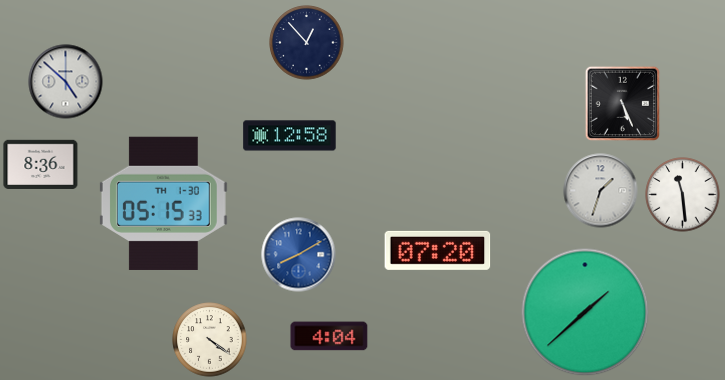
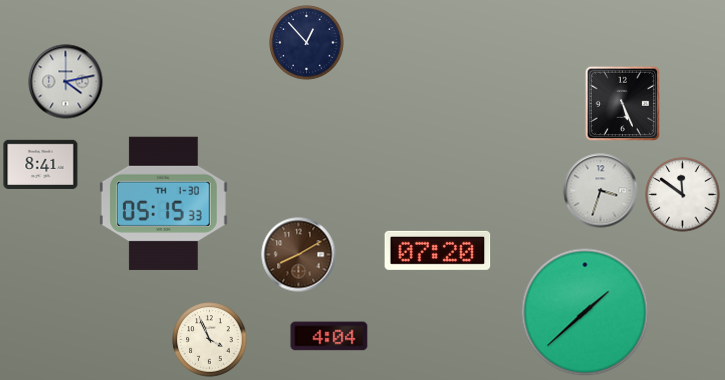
clock at (66, 82): 4:52 -> 4:13
clock at (290, 136): 12:58 -> none
clock at (41, 164): 8:36 -> 8:41
clock at (601, 191): 1:33 -> 3:33
clock at (683, 195): 11:29 -> 11:51
clock at (299, 255) dial: blue -> brown
clock at (210, 340): 4:21 -> 3:56
